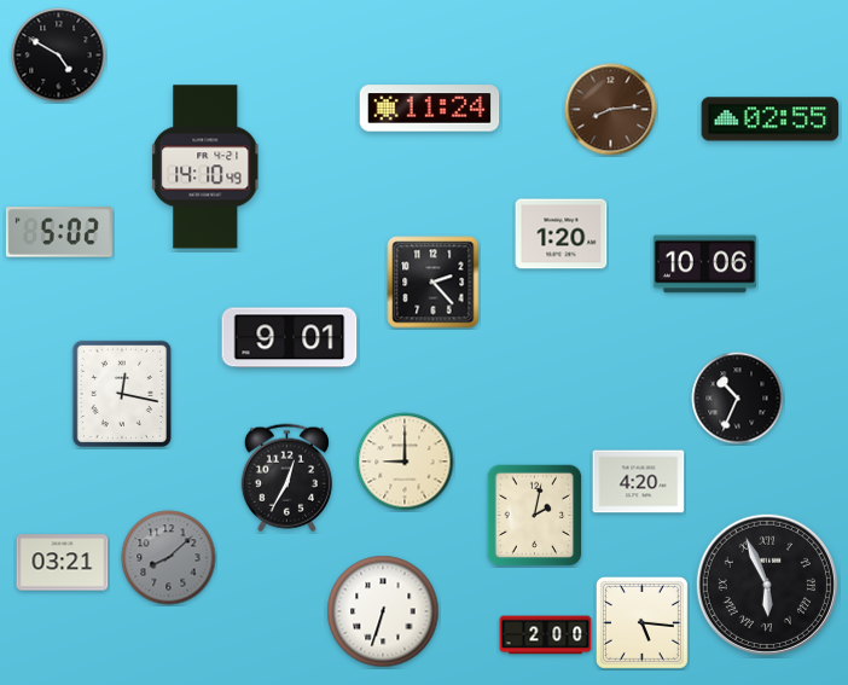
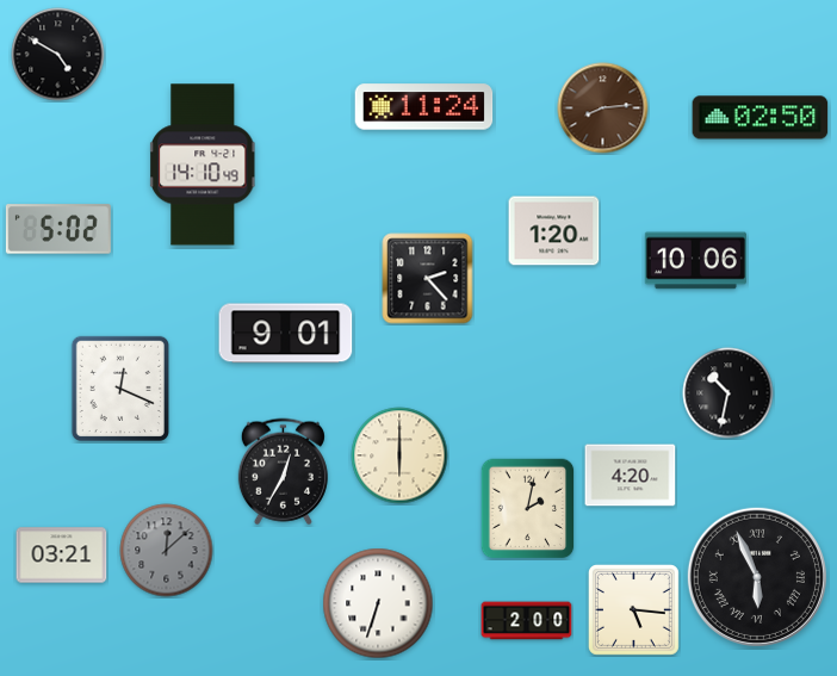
clock at (771, 120): 02:55 -> 02:50
clock at (122, 394): 12:17 -> 12:19
clock at (738, 399): 10:34 -> 10:32
clock at (405, 461): 9:00 -> 6:00
clock at (169, 558): 8:08 -> 12:08
clock at (641, 622) position: (641, 622) -> (633, 609)
clock at (546, 635) position: (546, 635) -> (527, 621)
